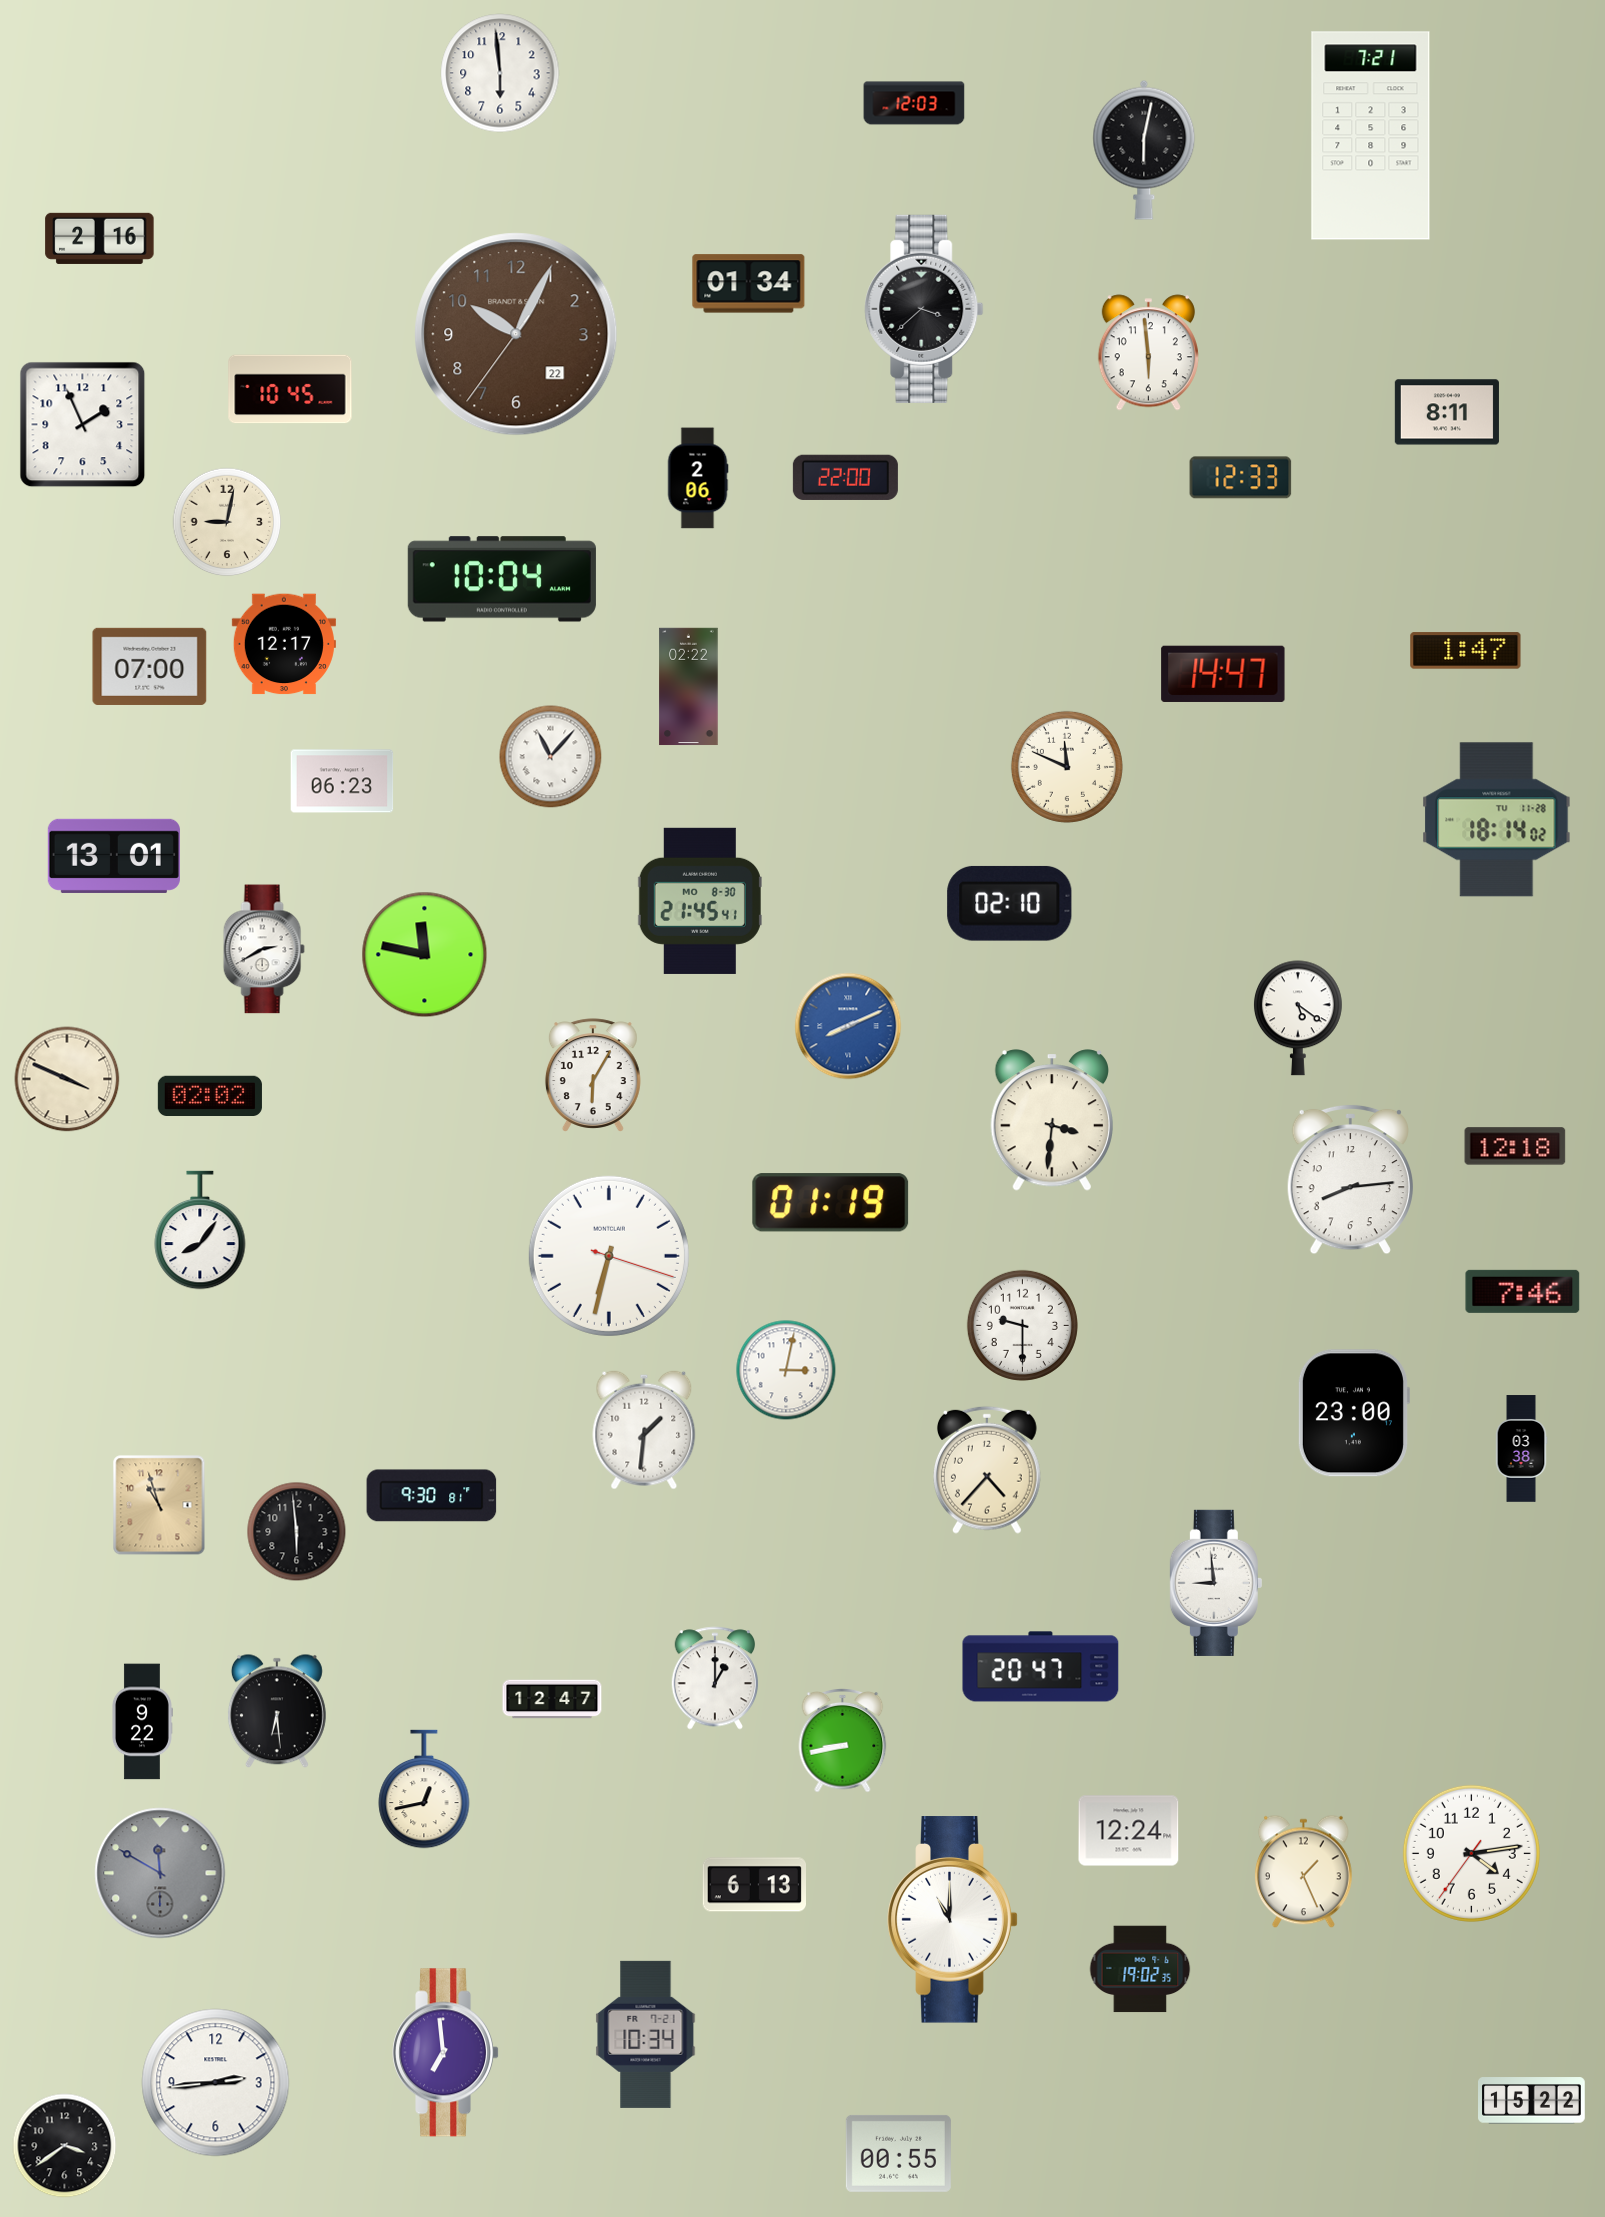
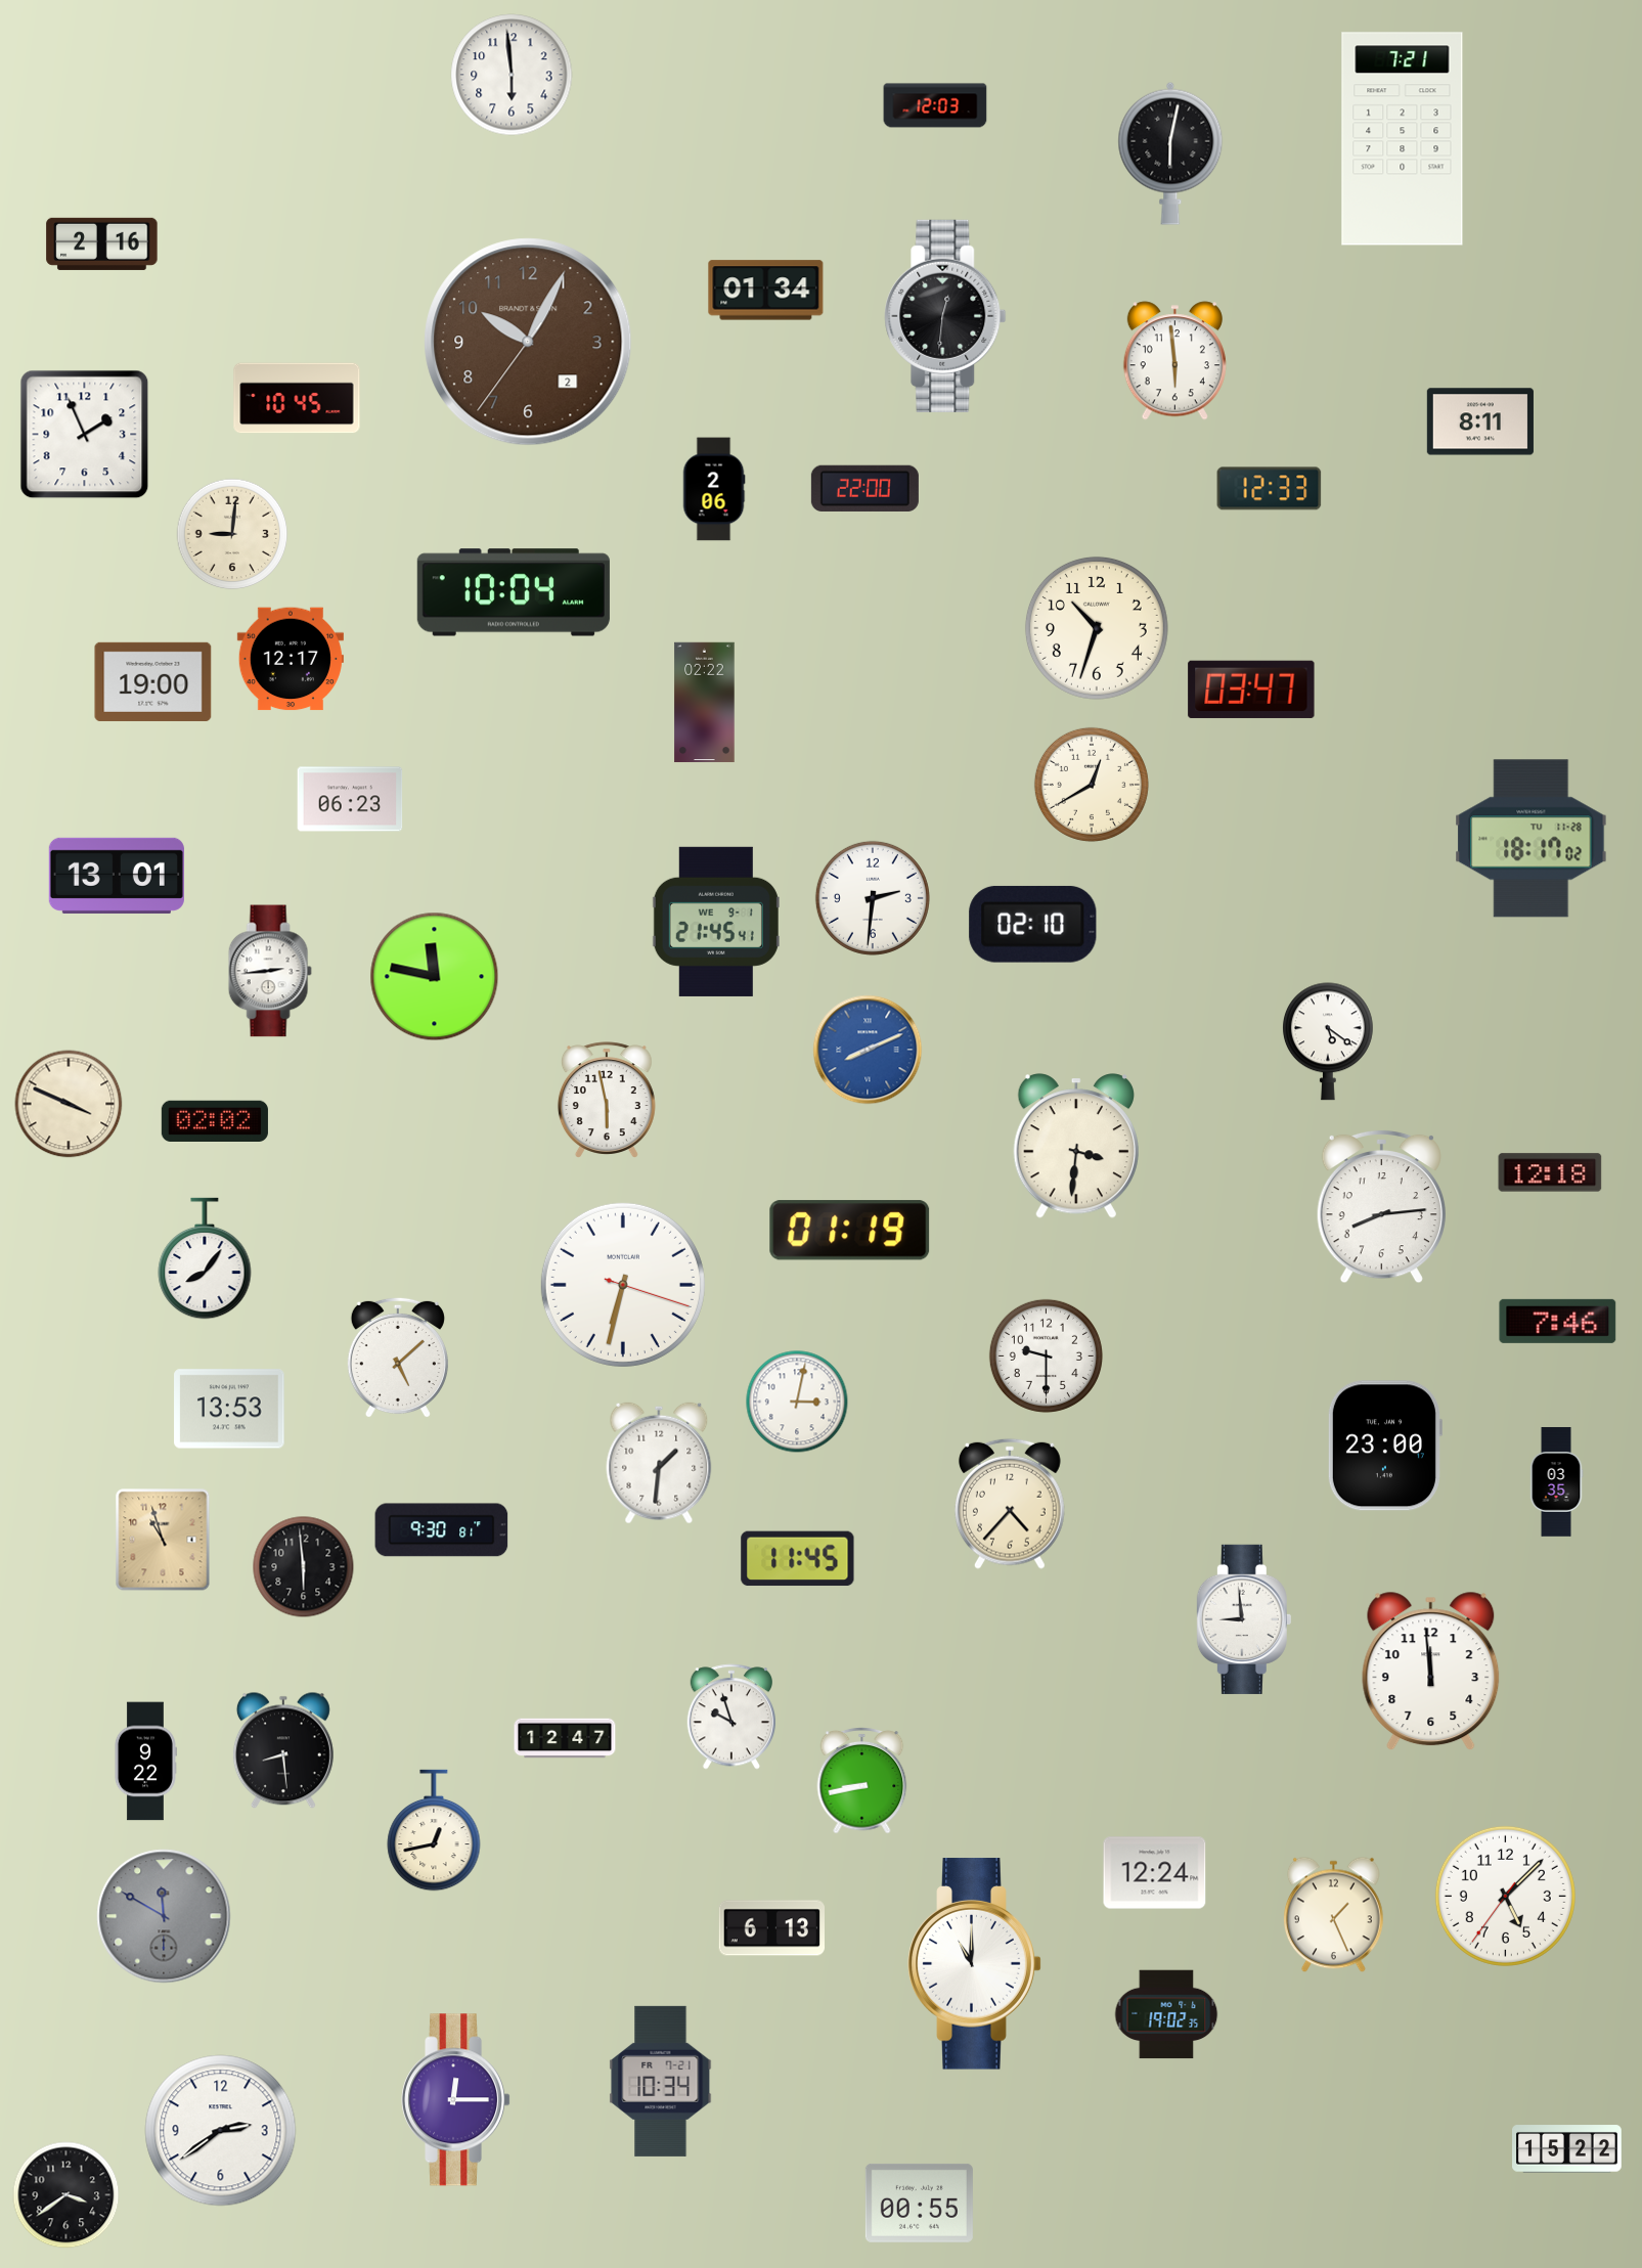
clock at (924, 309): 3:38 -> 12:31
clock at (516, 334) date: 22 -> 2
clock at (227, 522): 9:02 -> 9:01
clock at (1097, 628): none -> 10:33
clock at (1466, 651): 1:47 -> none
clock at (150, 666): 07:00 -> 19:00
clock at (1223, 674): 14:47 -> 03:47
clock at (551, 757): 11:07 -> none
clock at (1067, 767): 11:49 -> 12:40
clock at (1497, 820): 18:14 -> 18:17
clock at (873, 898): none -> 2:31
clock at (700, 901) date: MO 8-30 -> WE 9-1
clock at (264, 949): 2:40 -> 2:44
clock at (593, 1075): 6:05 -> 5:58
clock at (398, 1358): none -> 5:08
clock at (786, 1370) position: (786, 1370) -> (797, 1402)
clock at (229, 1409): none -> 13:53
clock at (1521, 1449): 03:38 -> 03:35
clock at (798, 1559): none -> 11:45
clock at (1431, 1672): none -> 11:59
clock at (1041, 1667): 20:47 -> none
clock at (714, 1678): 1:00 -> 9:57
clock at (277, 1711): 6:29 -> 8:29
clock at (1471, 1853): 4:13 -> 5:07
clock at (446, 2053): 6:59 -> 12:15
clock at (216, 2083): 2:44 -> 2:39
